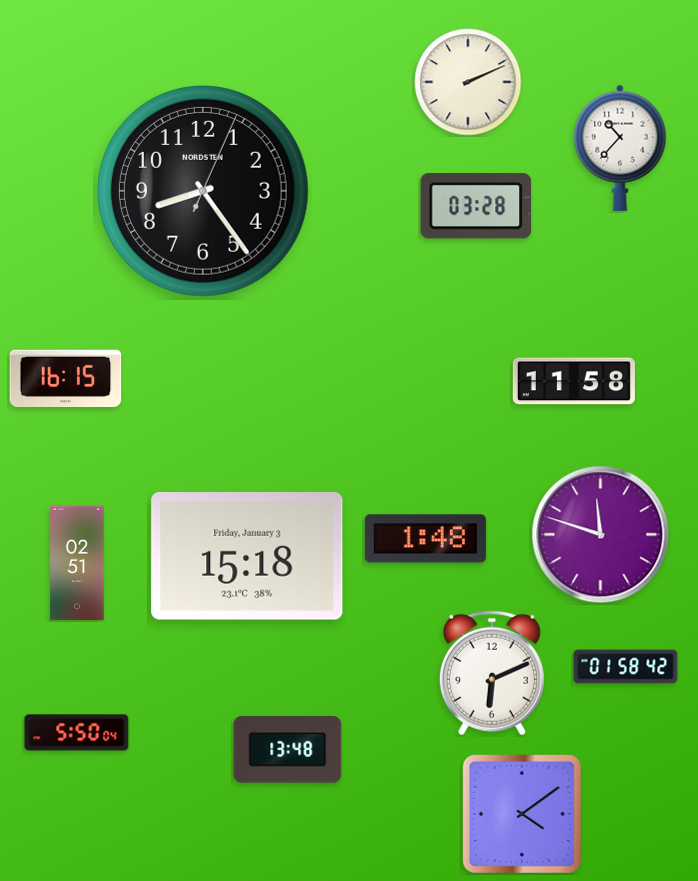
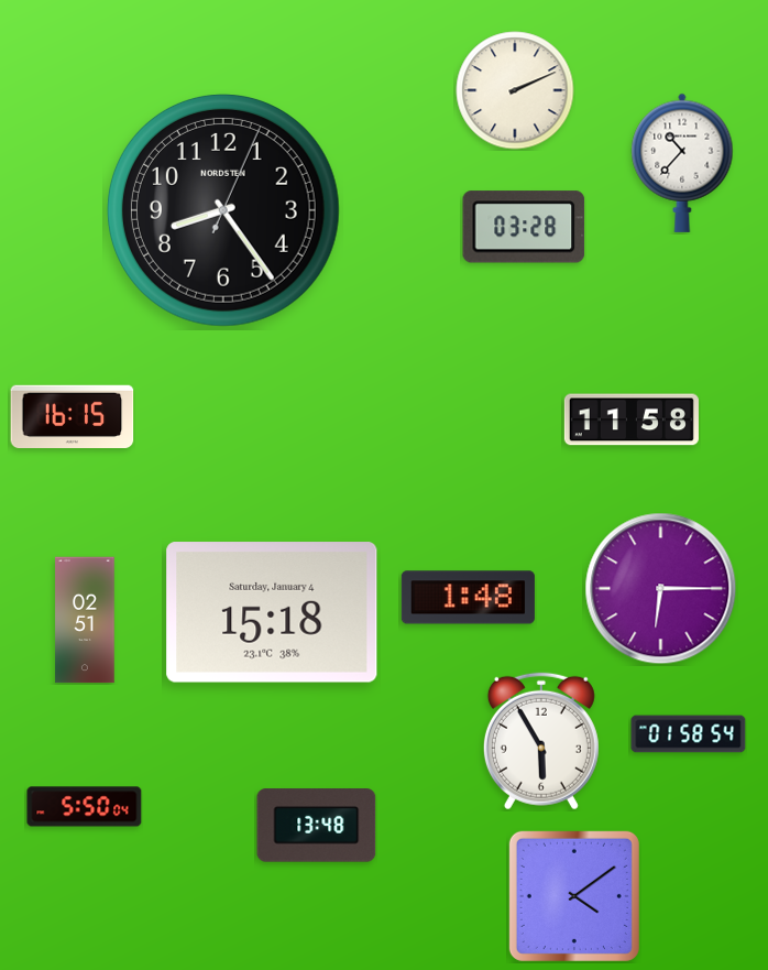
clock at (601, 535): 11:48 -> 6:15
clock at (425, 539) position: (425, 539) -> (468, 598)
clock at (247, 556) date: Friday, January 3 -> Saturday, January 4
clock at (626, 667): 01:58:42 -> 01:58:54
clock at (492, 673): 6:11 -> 5:55
